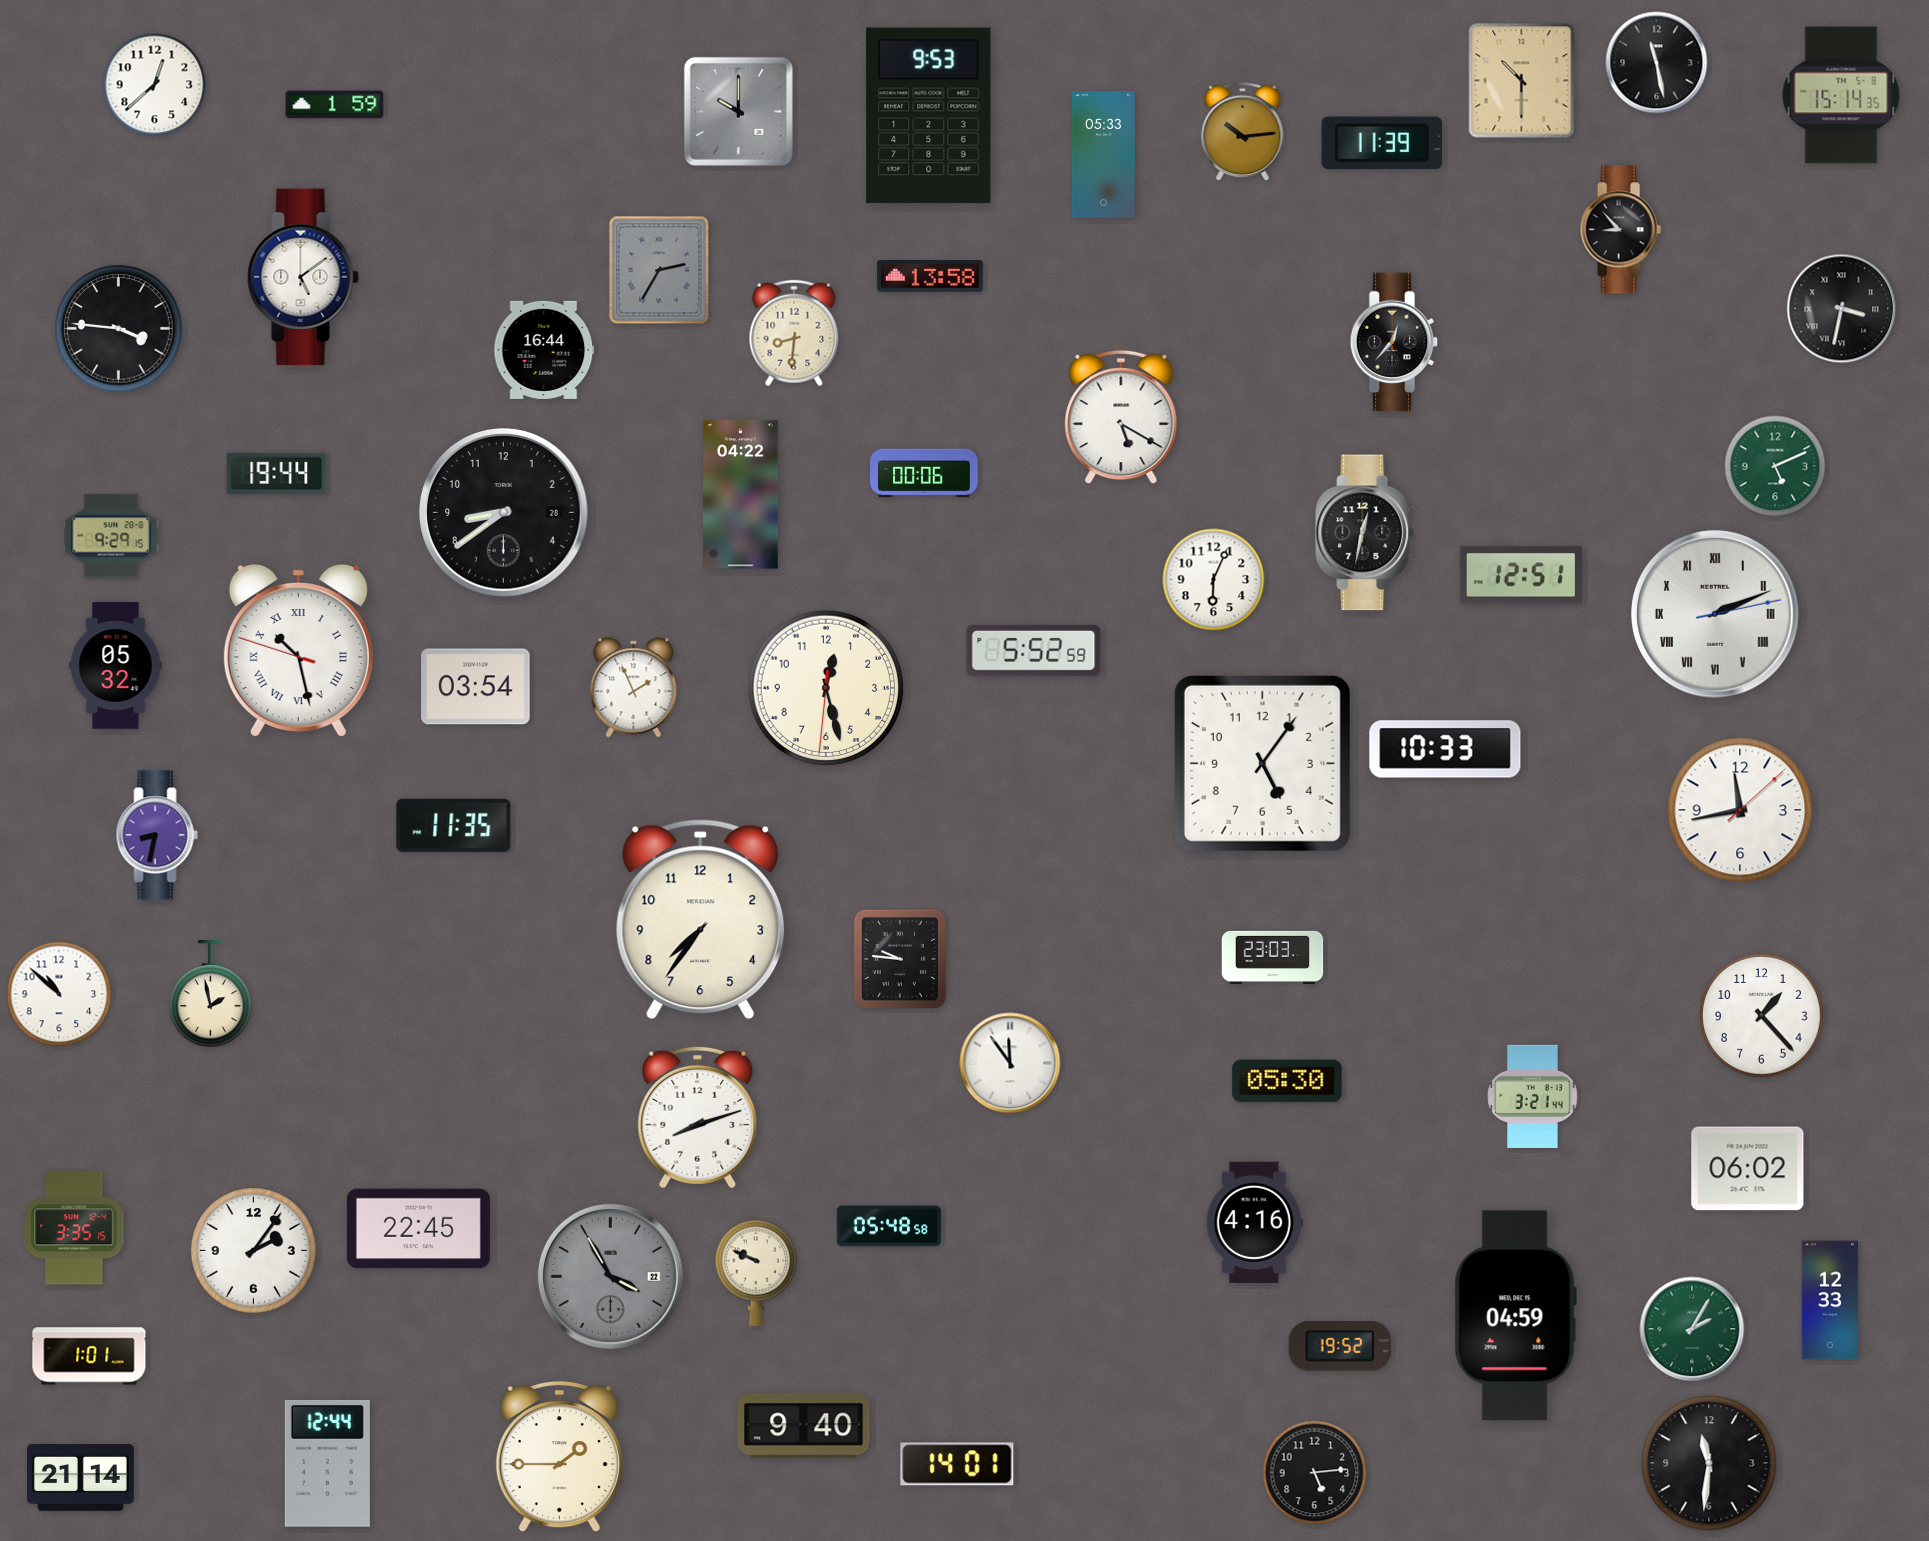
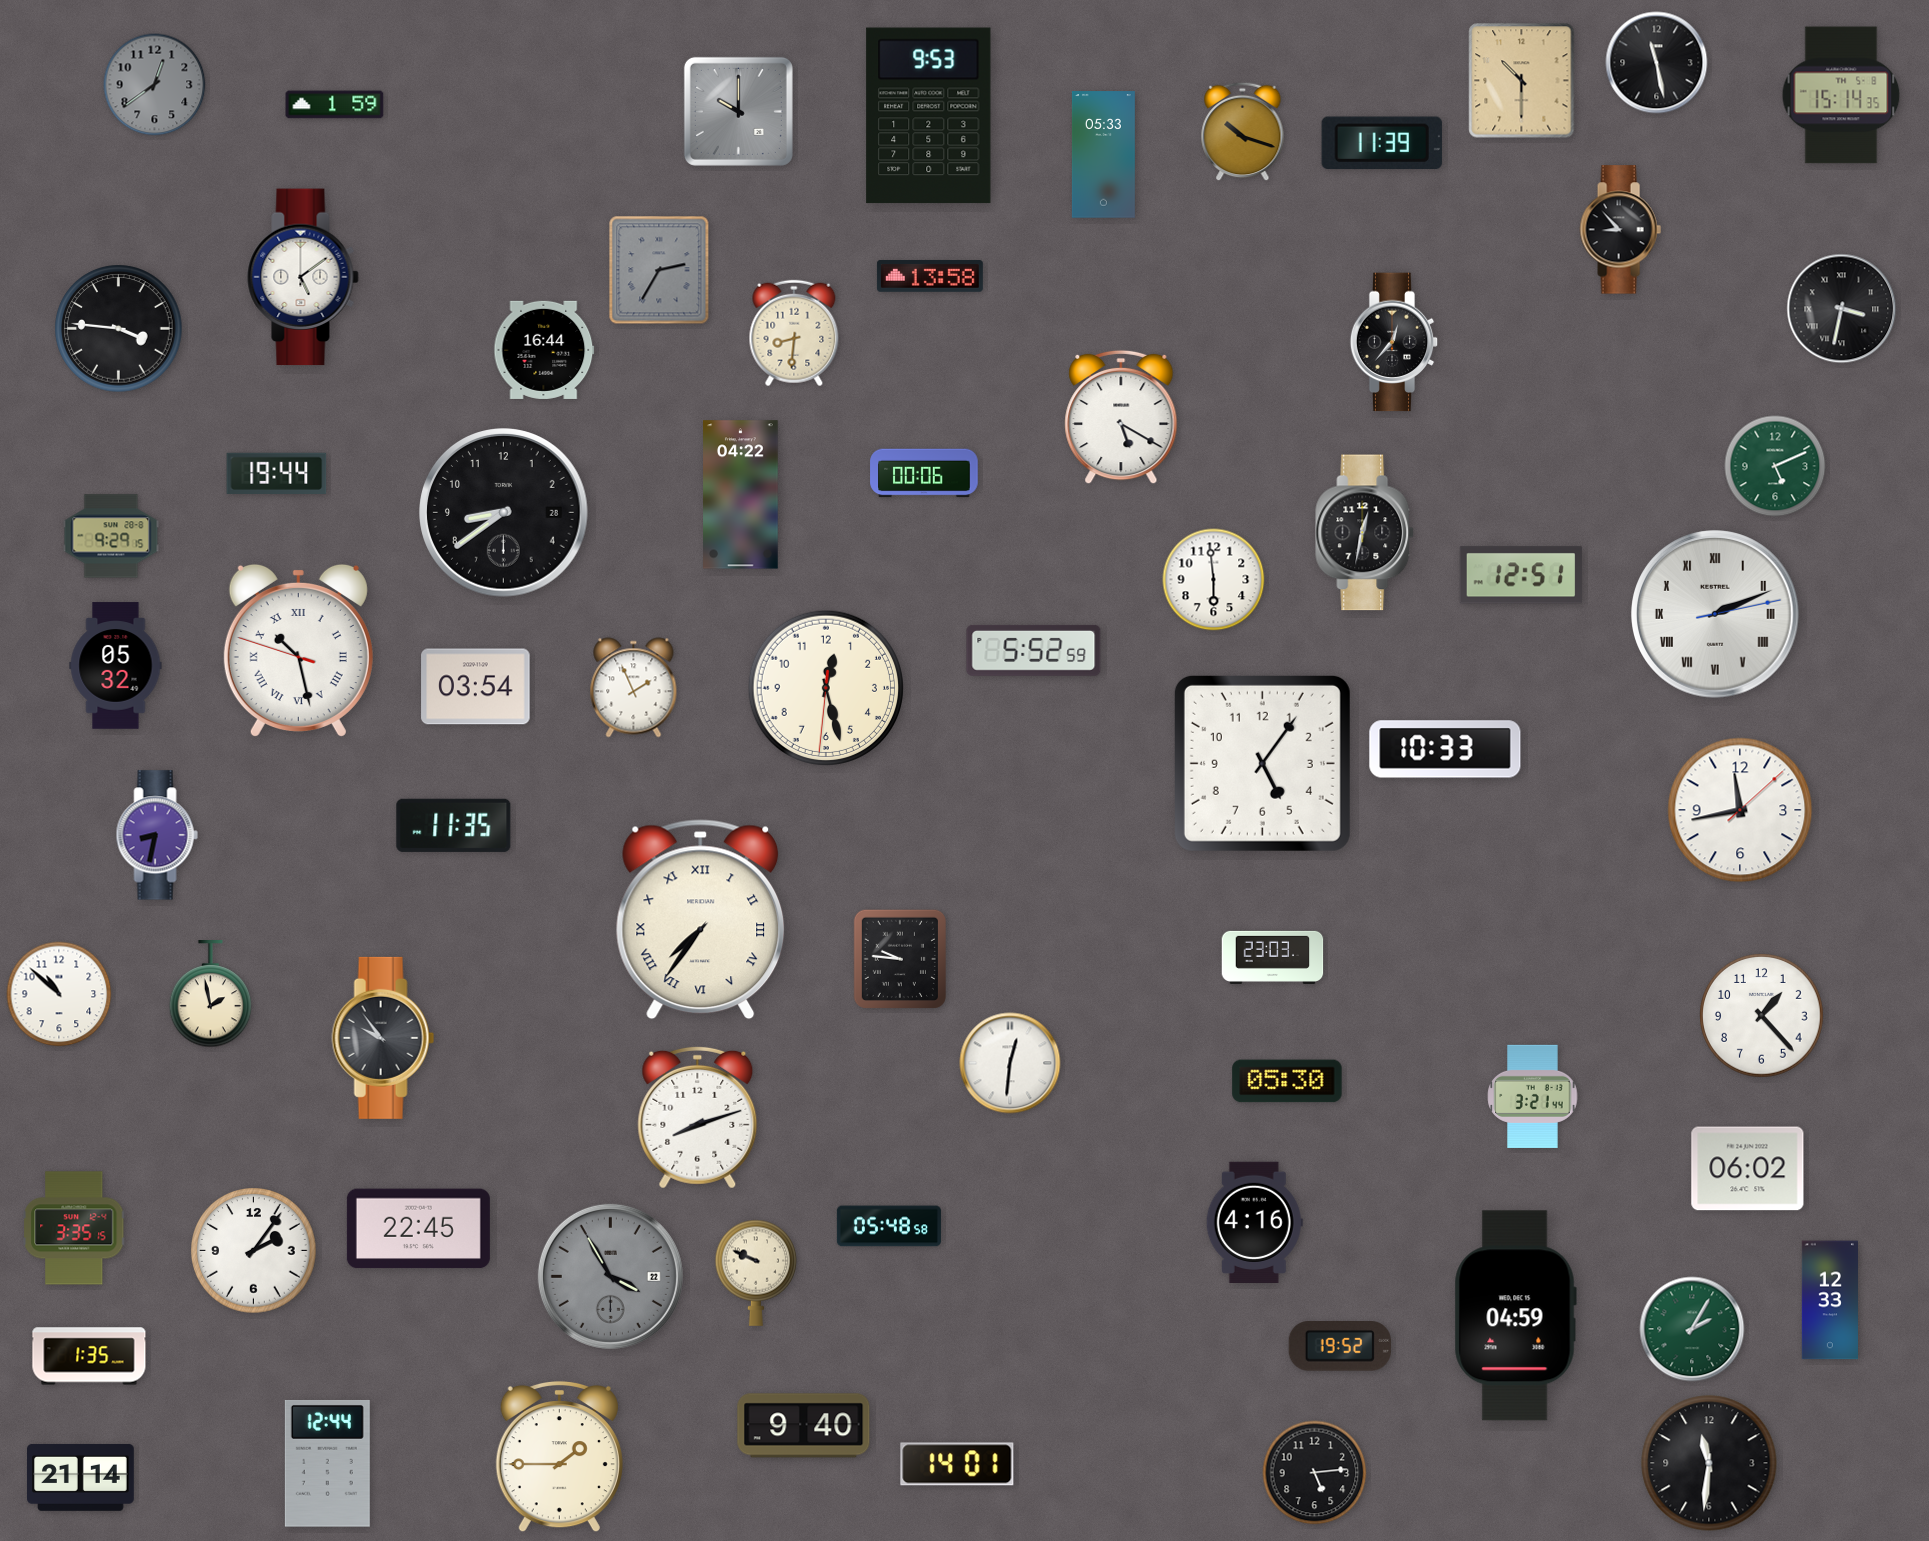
clock at (155, 85): 12:38 -> 12:39
clock at (155, 85) dial: white -> grey
clock at (1243, 132): 10:14 -> 10:18
clock at (1214, 580): 6:04 -> 5:59
clock at (701, 920) numerals: Arabic -> Roman
clock at (383, 1038): none -> 9:54
clock at (1010, 1063): 11:54 -> 12:31
clock at (89, 1356): 1:01 -> 1:35
